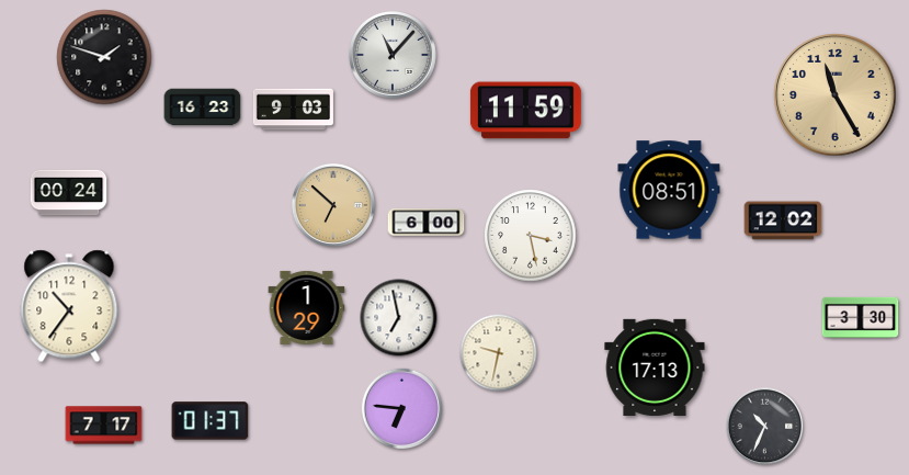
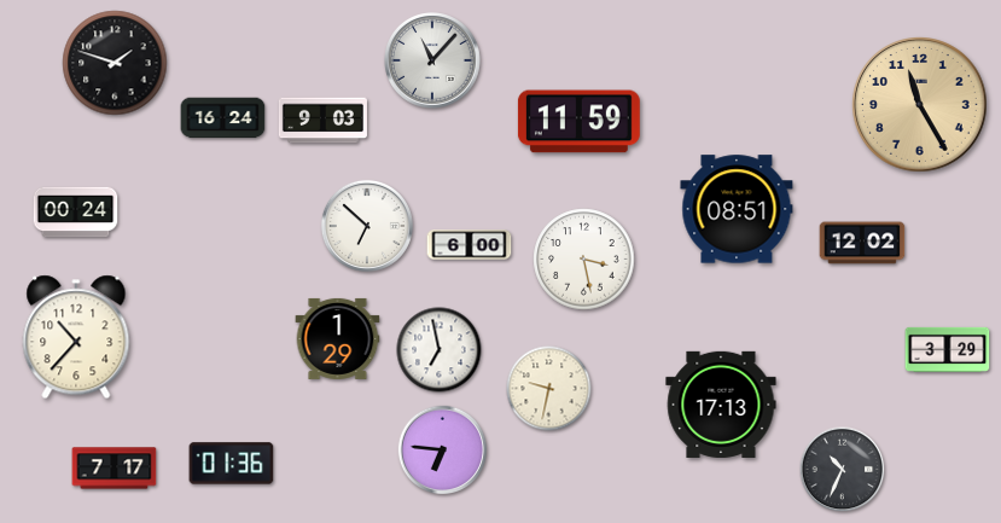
clock at (203, 108): 16:23 -> 16:24
clock at (333, 205) dial: champagne -> white
clock at (69, 306): 10:36 -> 10:37
clock at (861, 317): 3:30 -> 3:29
clock at (211, 421): 01:37 -> 01:36
